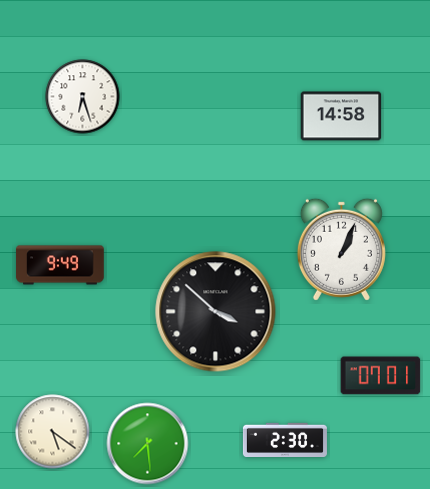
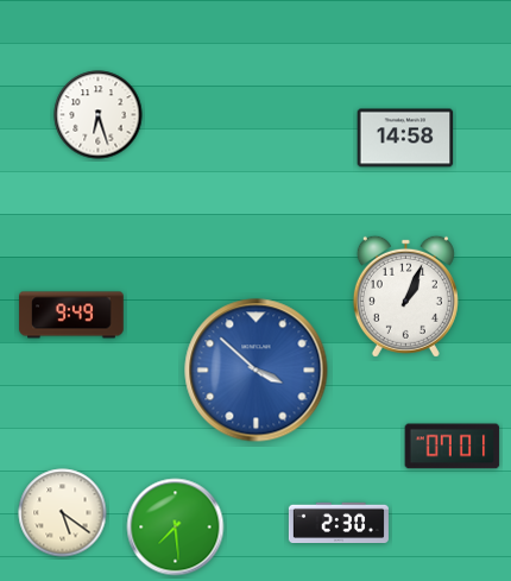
clock at (216, 312) dial: black -> blue
